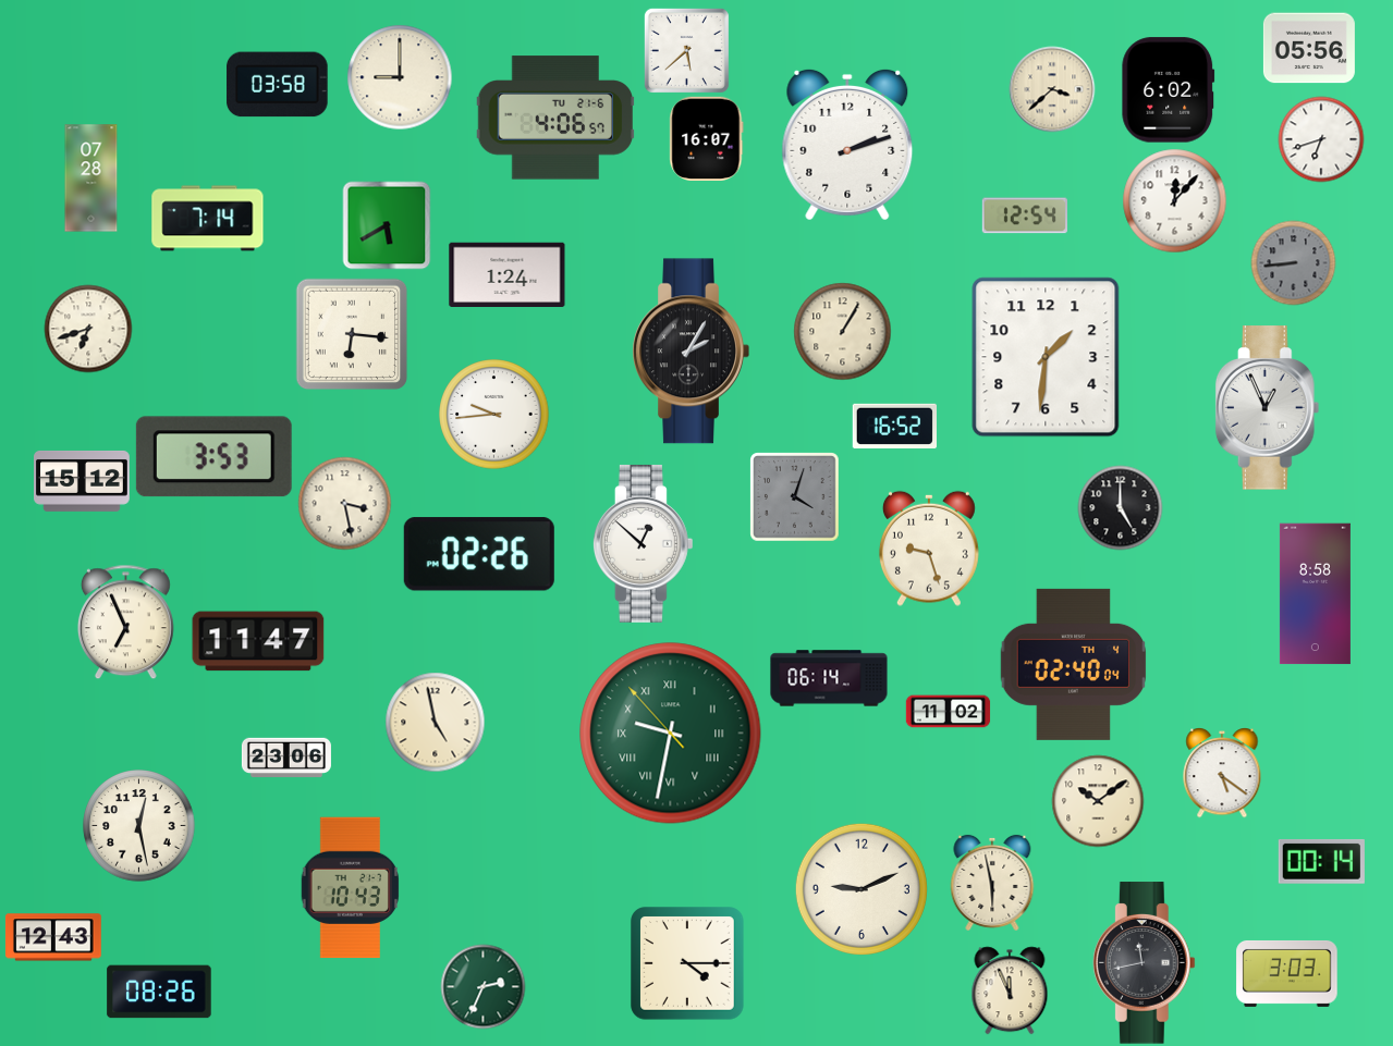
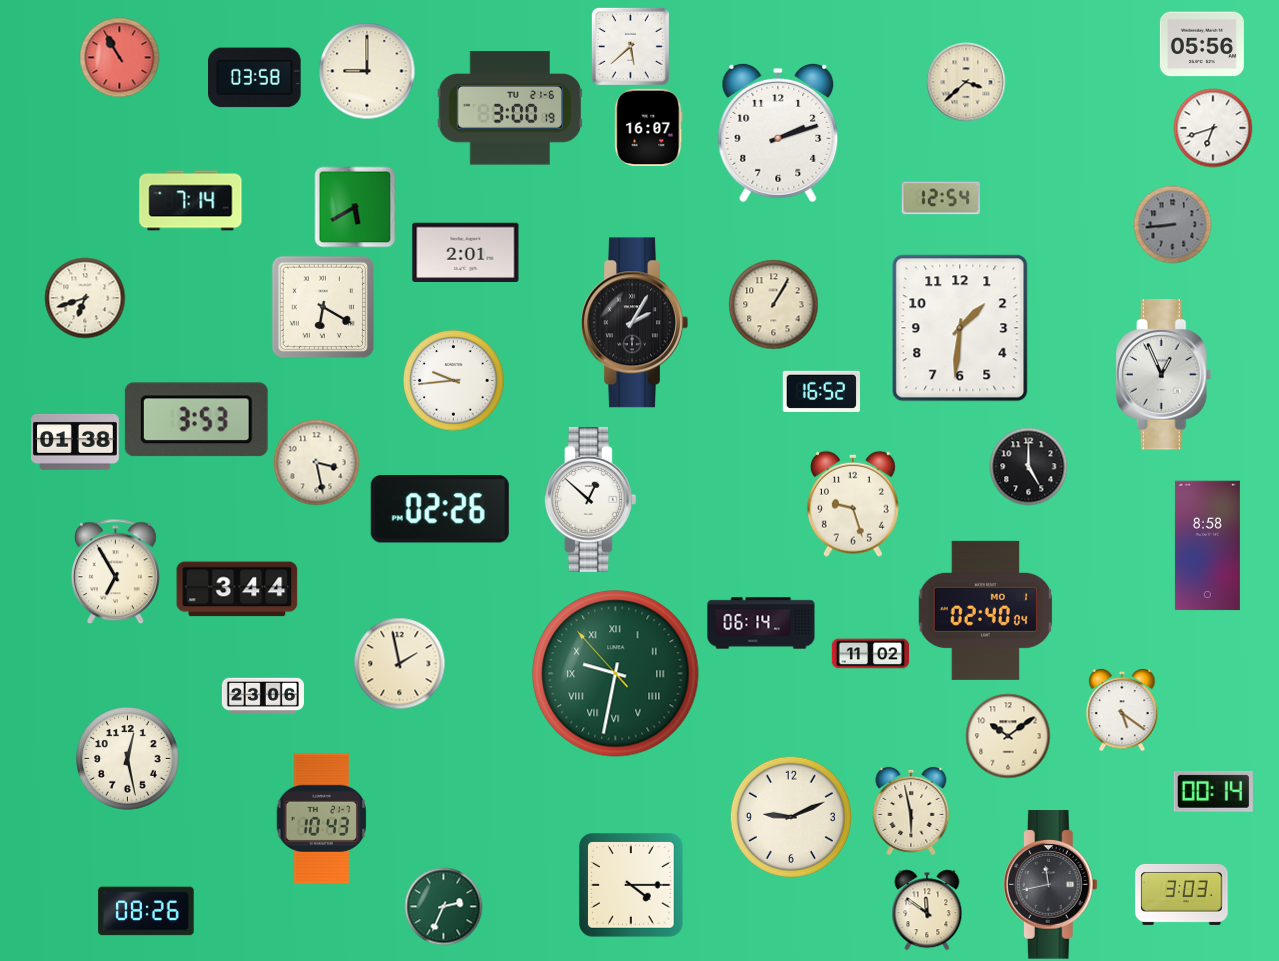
clock at (119, 57): none -> 10:55
clock at (1169, 90): 6:02 -> none
clock at (555, 118): 4:06 -> 3:00
clock at (91, 179): 07:28 -> none
clock at (1174, 200): 12:07 -> none
clock at (1293, 262) position: (1293, 262) -> (1172, 224)
clock at (508, 274): 1:24 -> 2:01
clock at (88, 329) position: (88, 329) -> (85, 298)
clock at (352, 334): 6:16 -> 6:20
clock at (83, 481): 15:12 -> 01:38
clock at (794, 496): 4:03 -> none
clock at (125, 622): 6:56 -> 6:55
clock at (258, 641): 11:47 -> 3:44
clock at (1074, 664) date: TH 4 -> MO 1
clock at (435, 722): 4:58 -> 1:58
clock at (351, 888) position: (351, 888) -> (322, 819)
clock at (53, 937): 12:43 -> none
clock at (1010, 990): 11:56 -> 11:51
